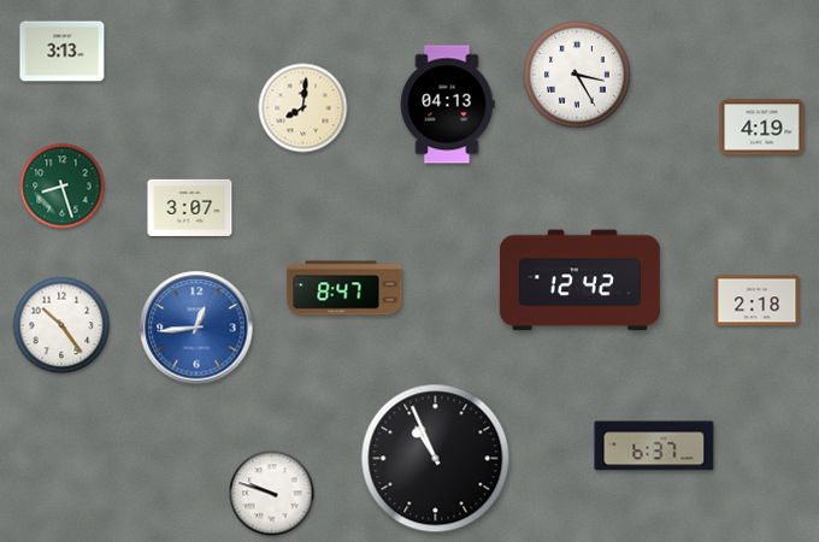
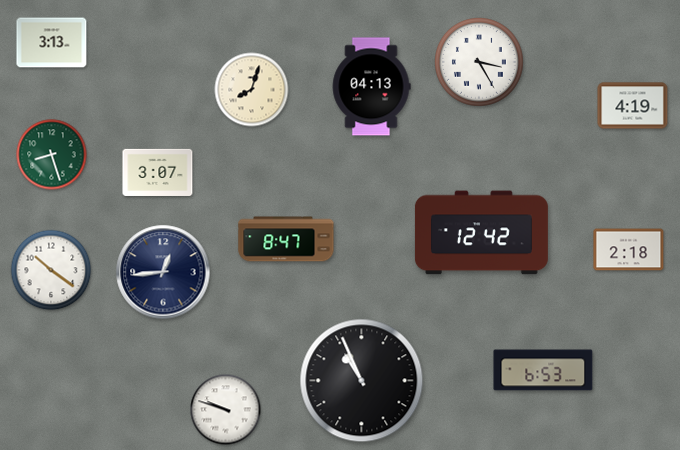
clock at (304, 108): 8:01 -> 8:03
clock at (61, 325): 10:24 -> 10:21
clock at (196, 328) dial: blue -> navy
clock at (654, 446): 6:37 -> 6:53
